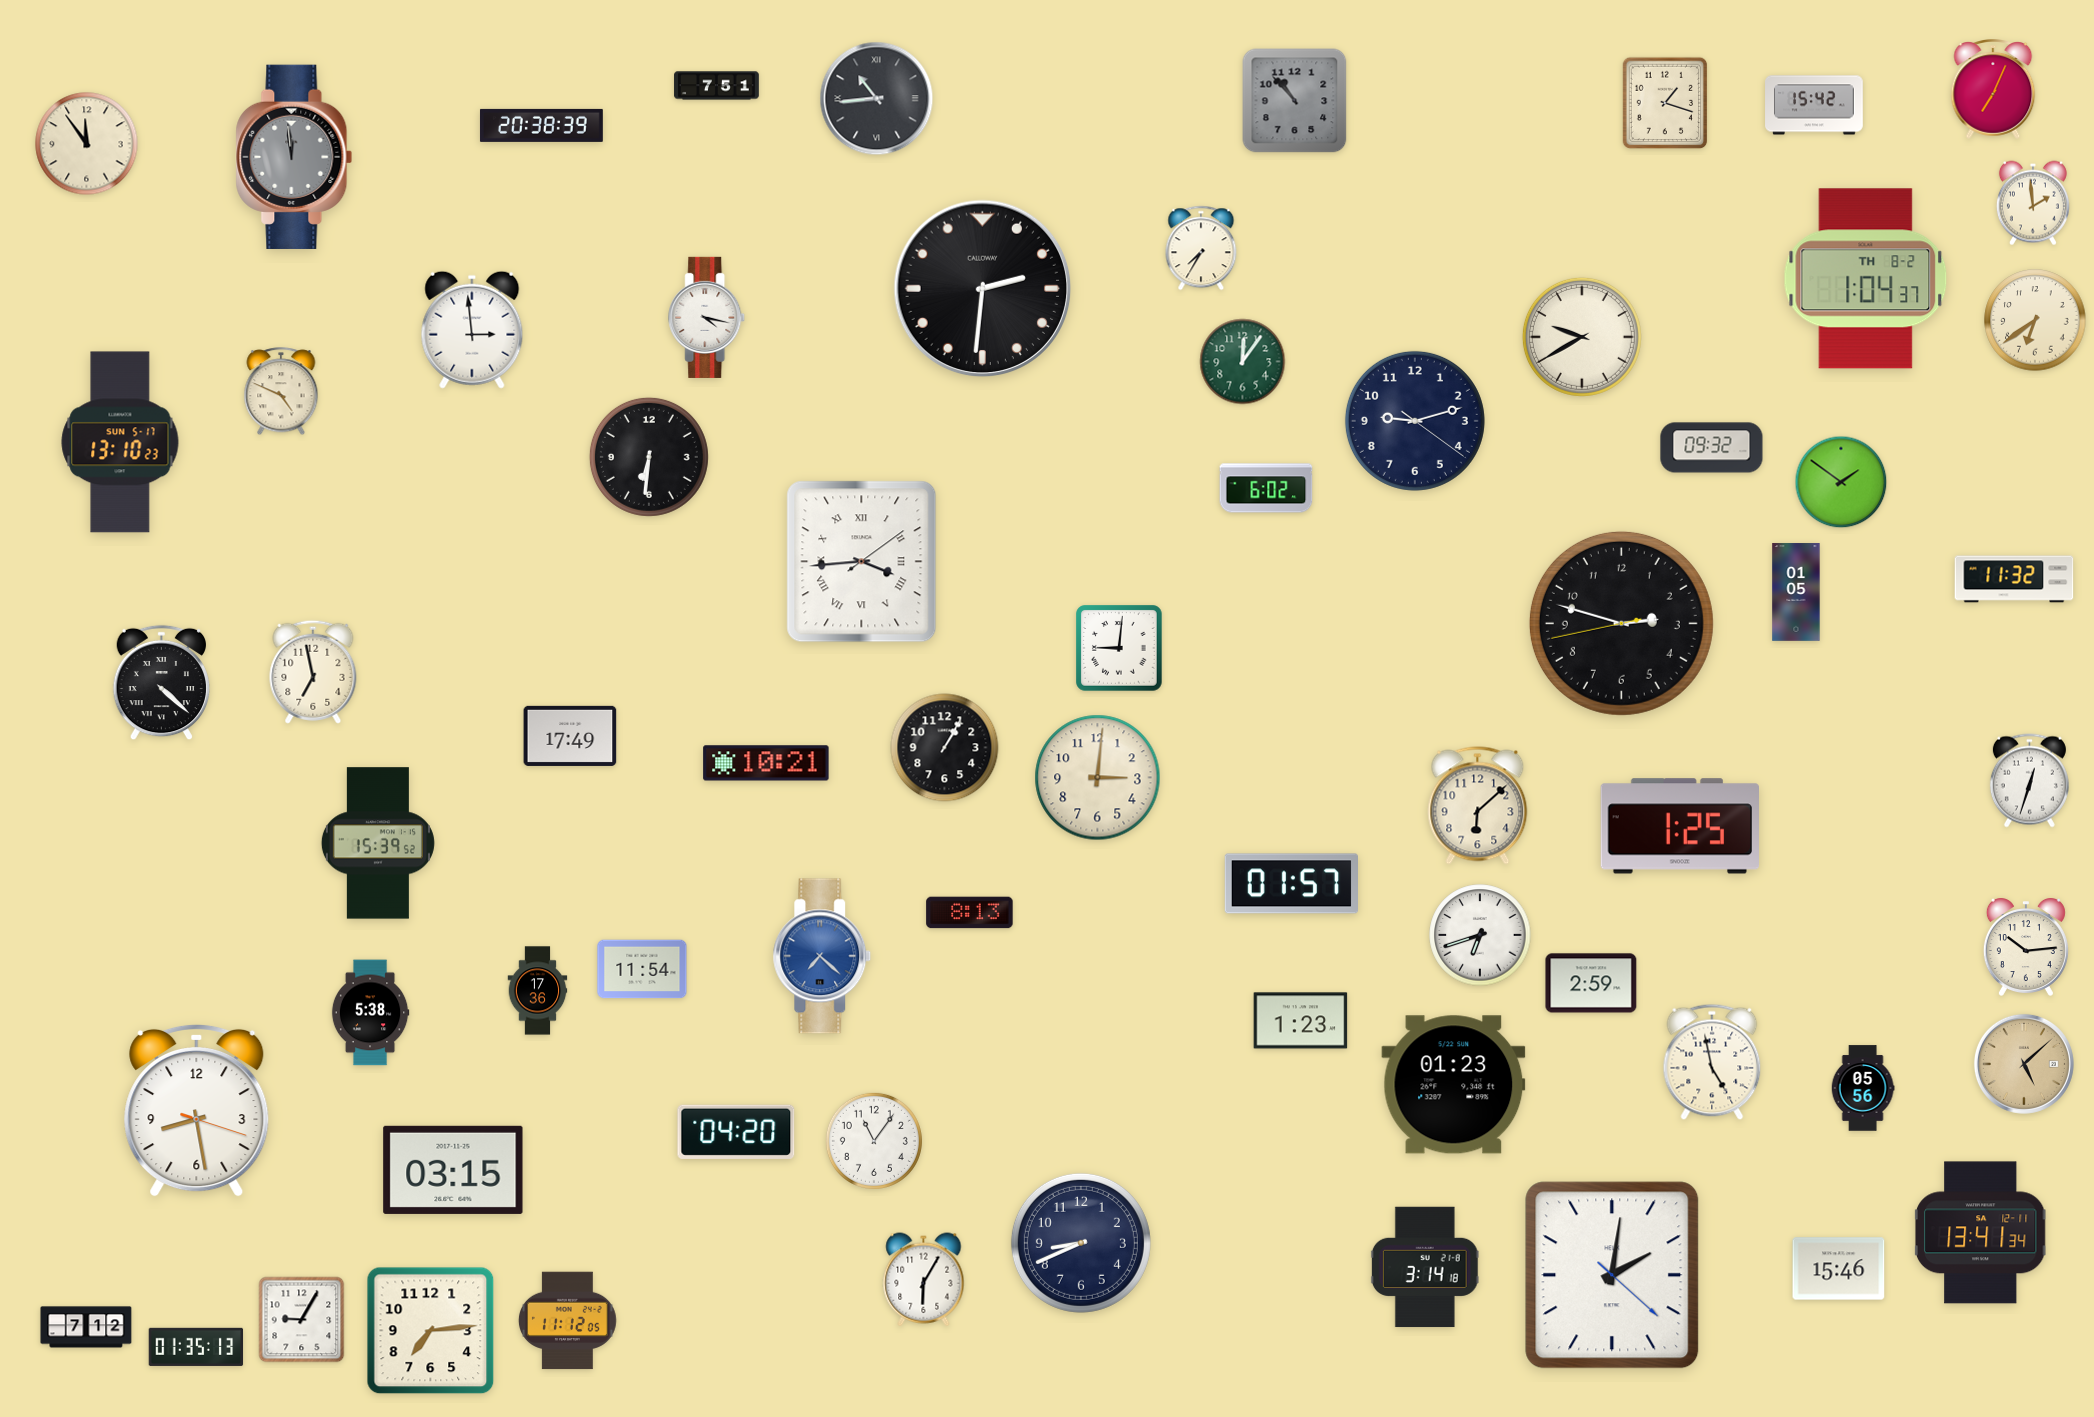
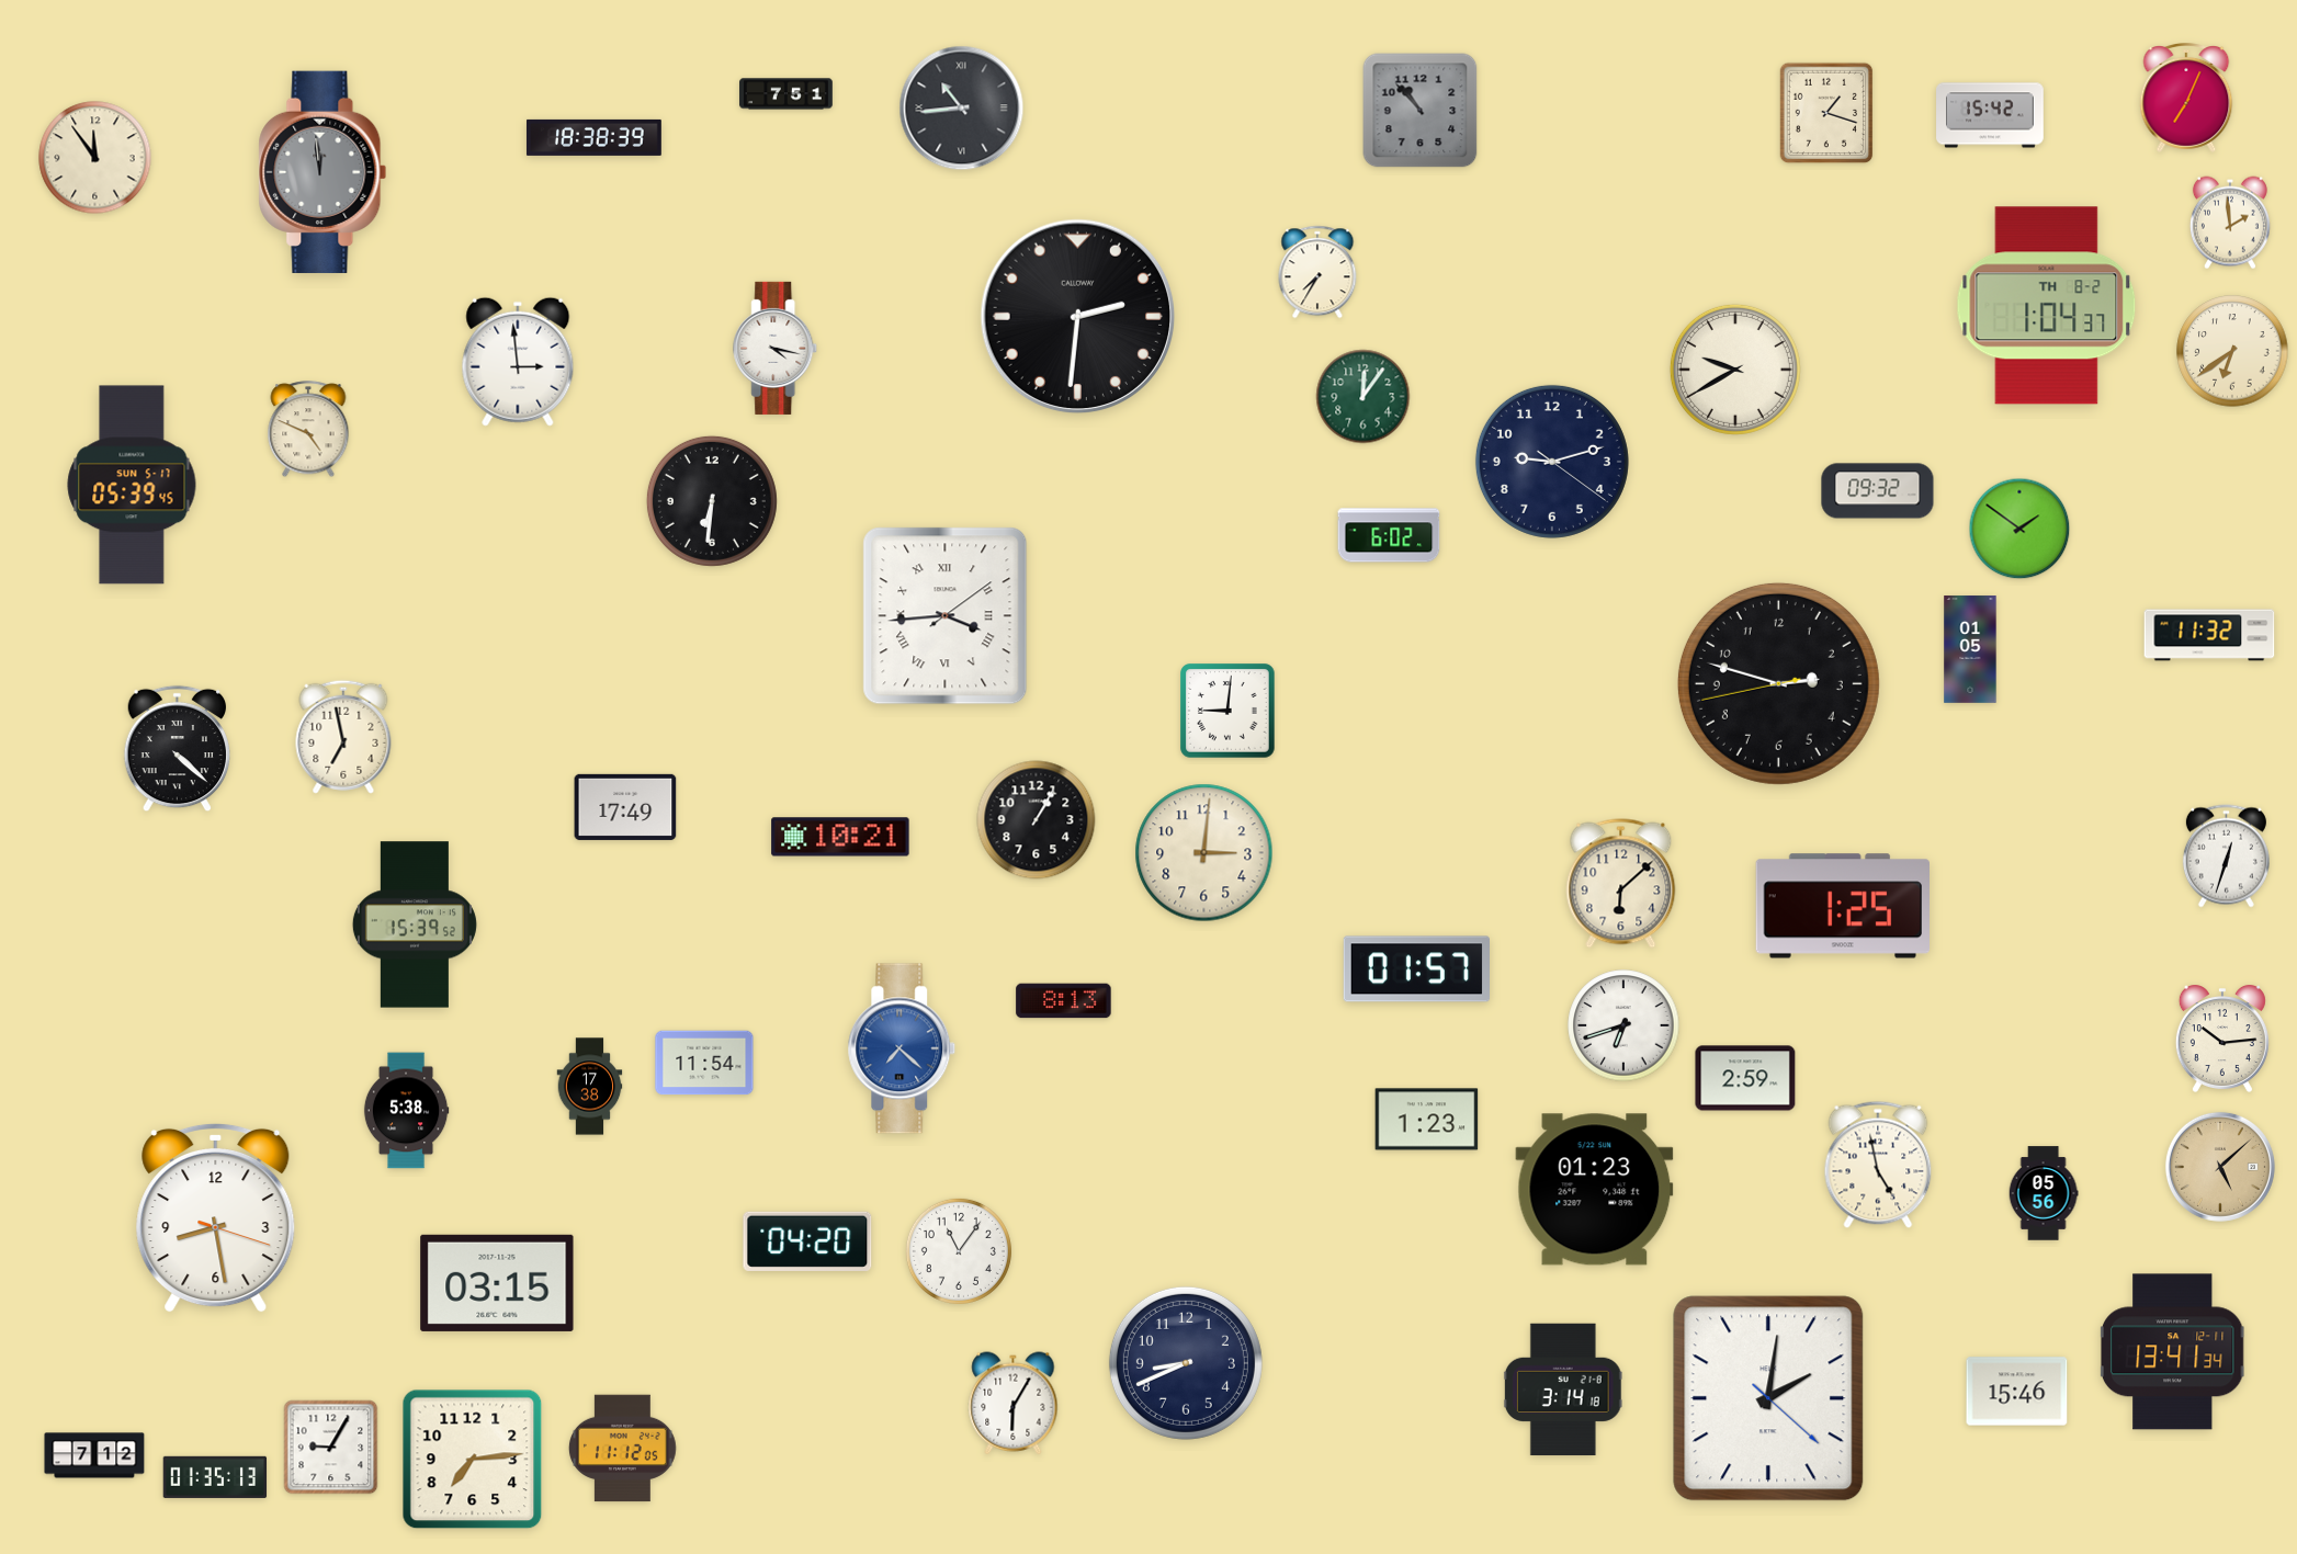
clock at (541, 125): 20:38 -> 18:38
clock at (120, 442): 13:10 -> 05:39
clock at (538, 991): 17:36 -> 17:38
